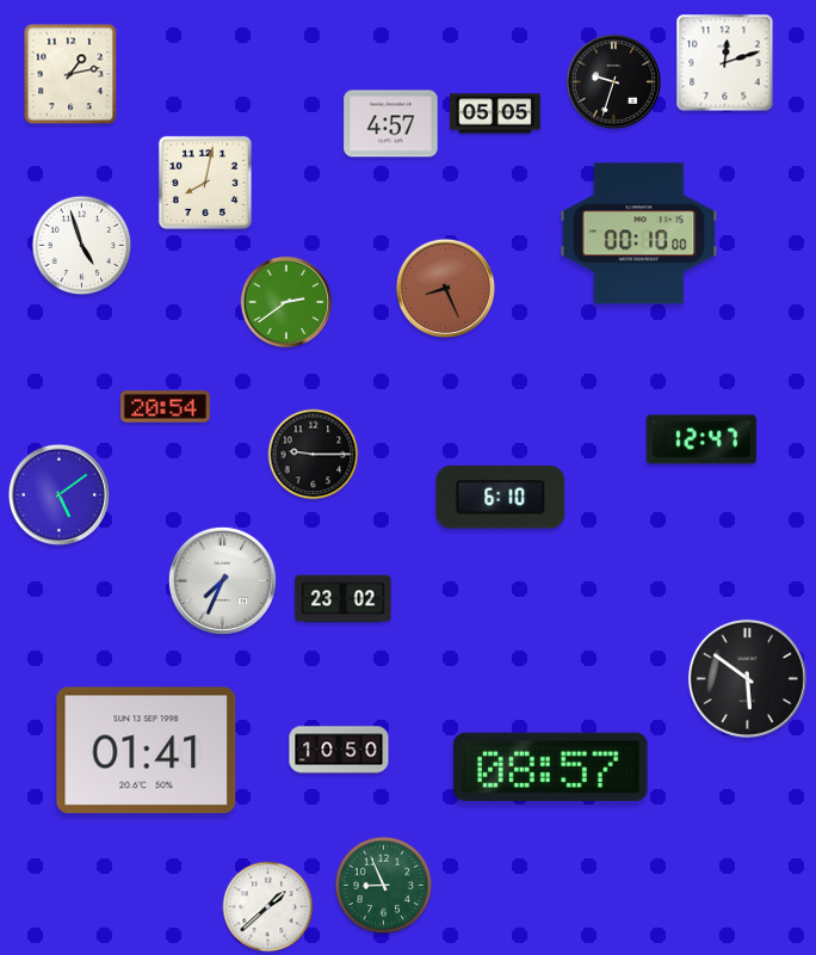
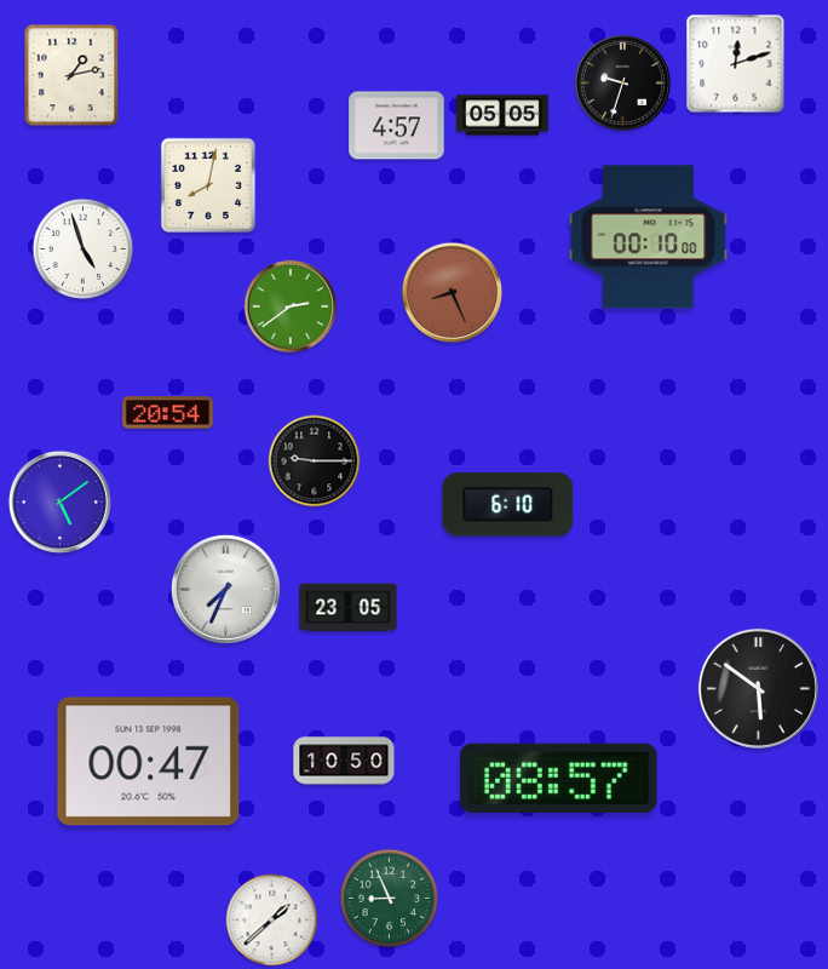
clock at (701, 439): 12:47 -> none
clock at (314, 455) position: (314, 455) -> (315, 461)
clock at (344, 599): 23:02 -> 23:05
clock at (147, 751): 01:41 -> 00:47
